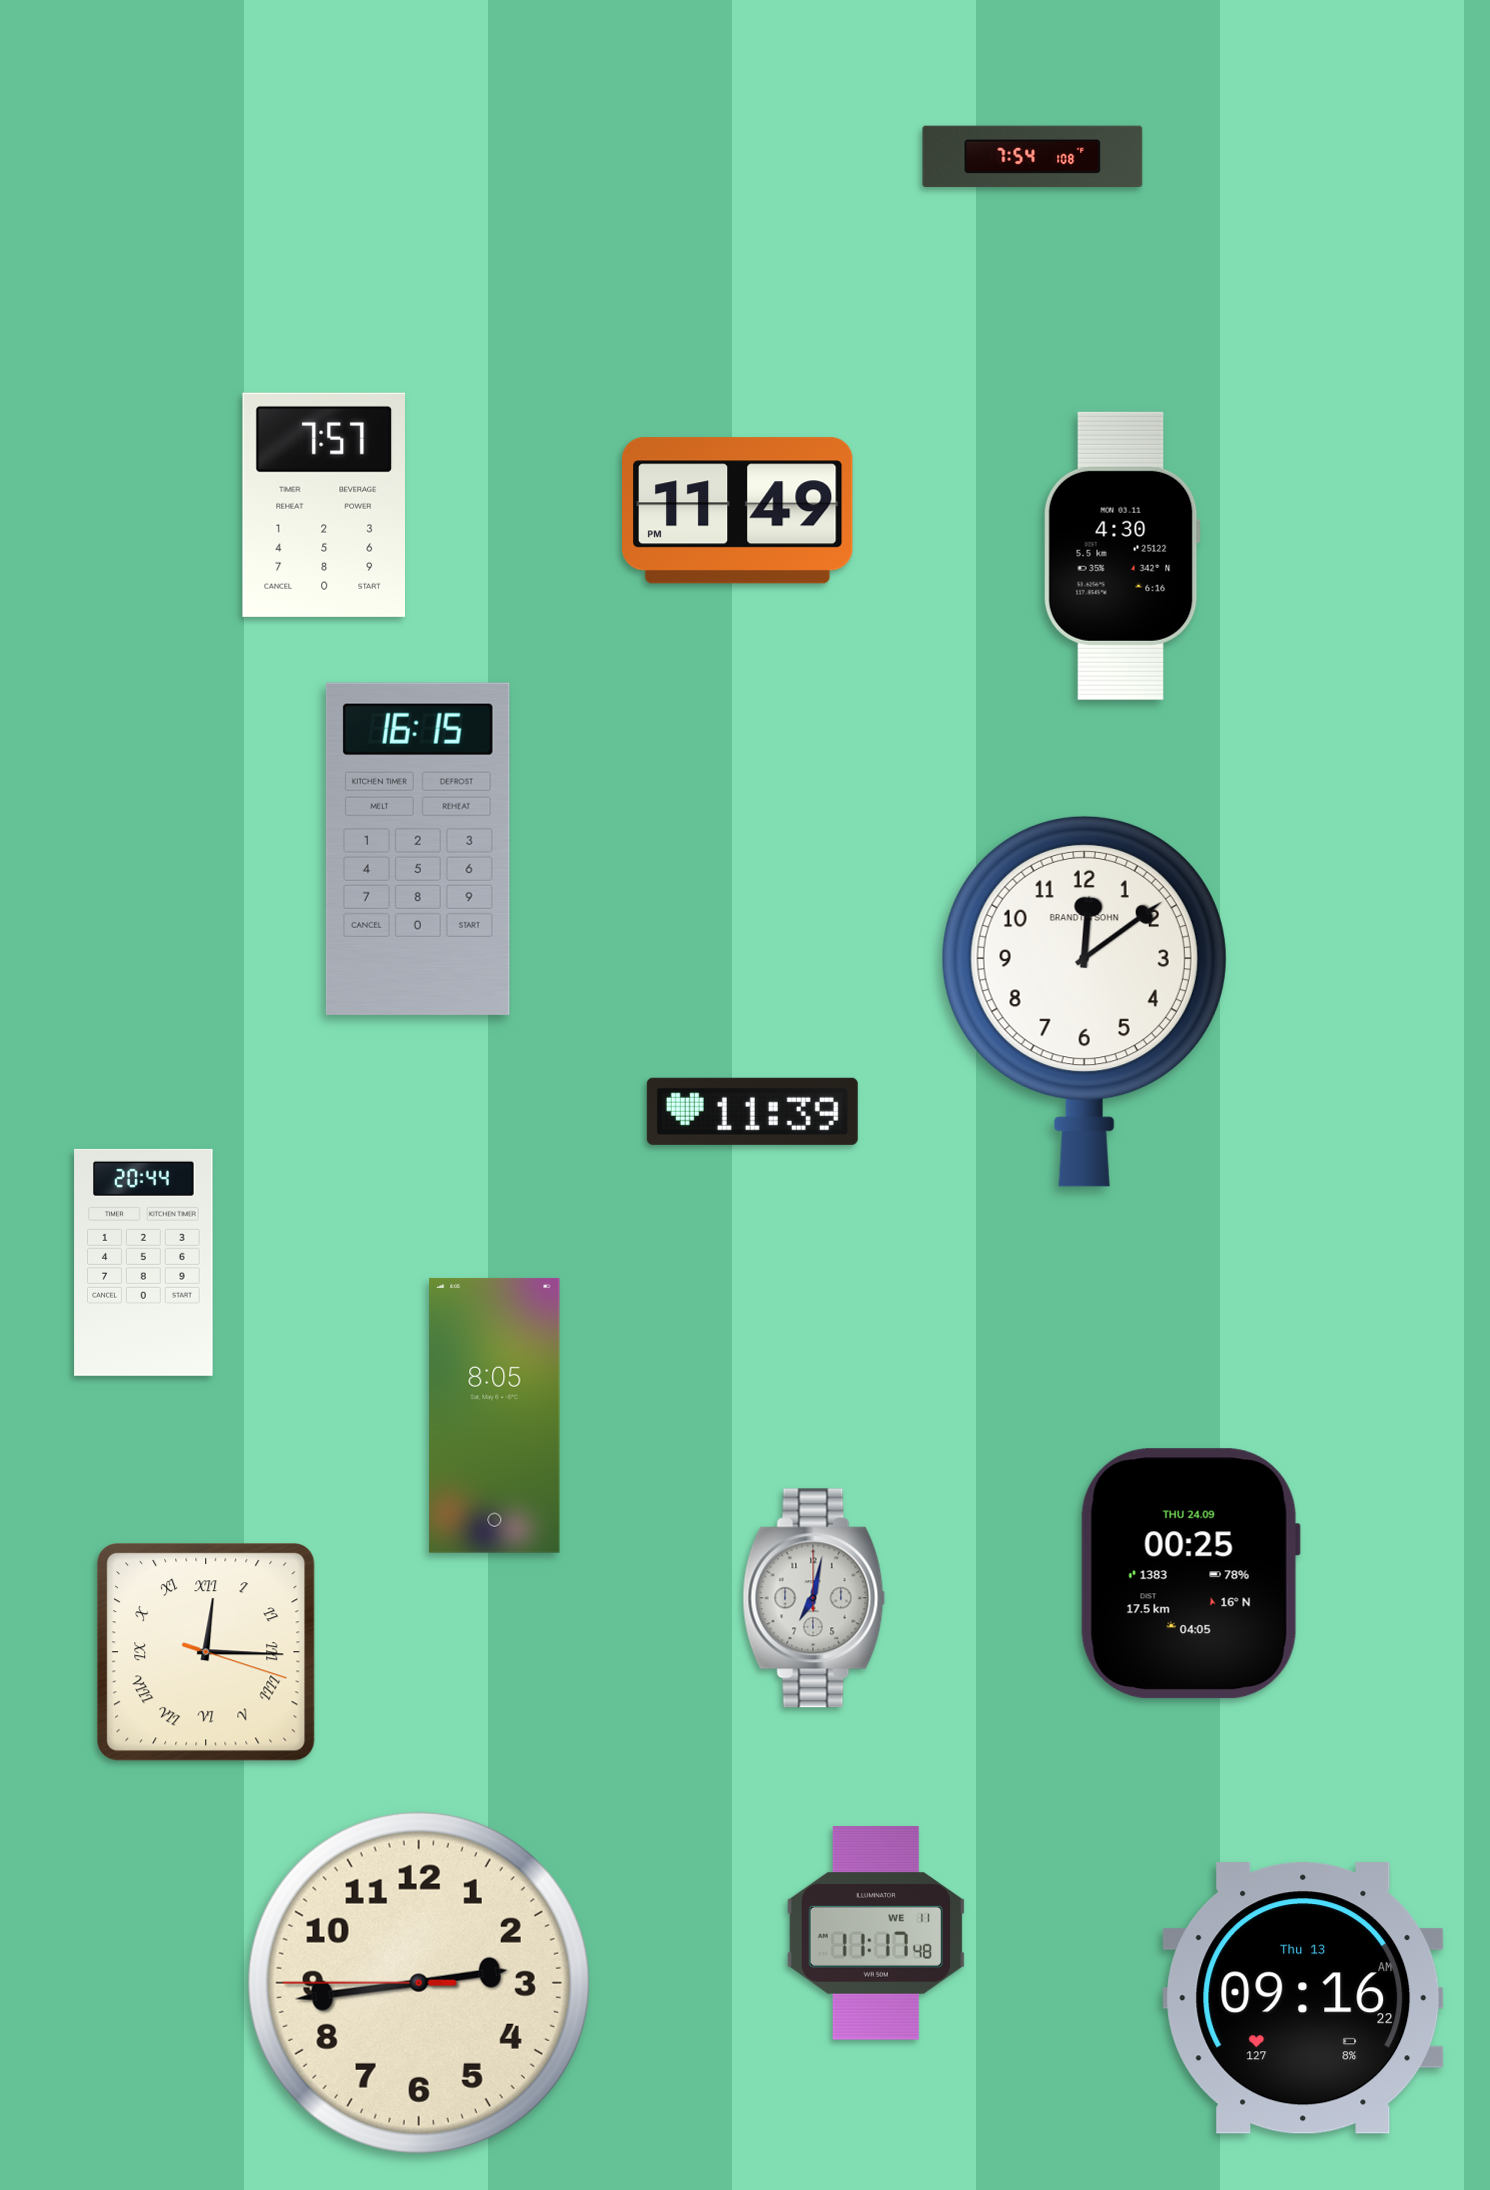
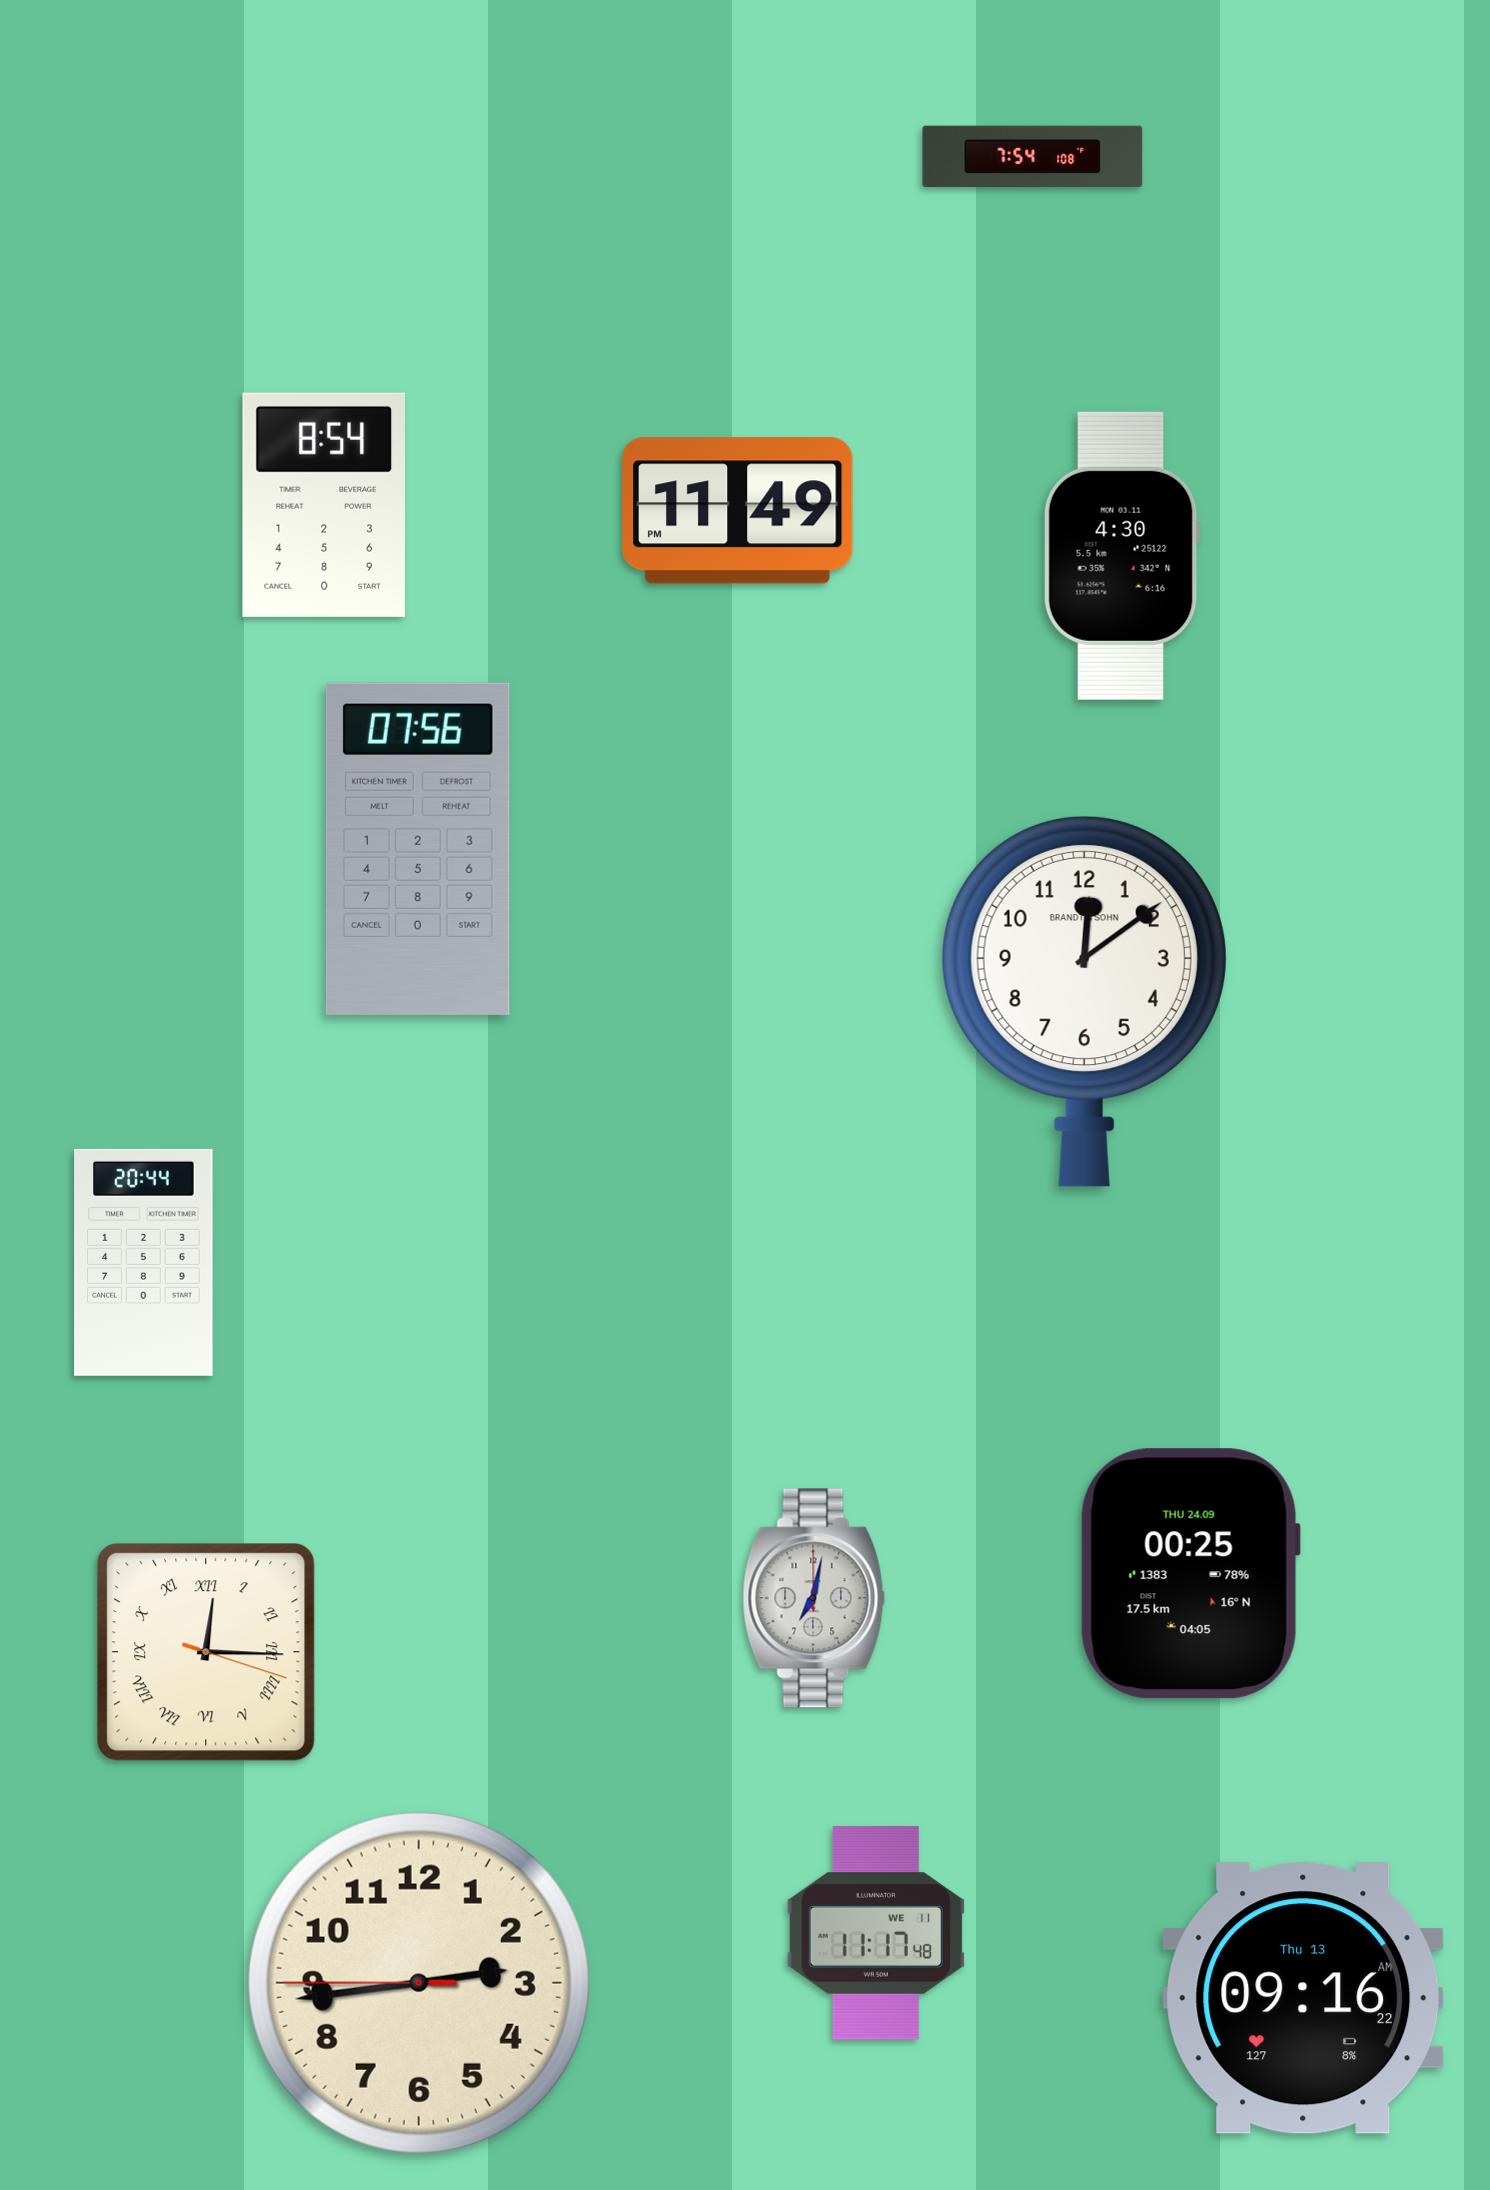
clock at (323, 505): 7:57 -> 8:54
clock at (418, 849): 16:15 -> 07:56
clock at (752, 1111): 11:39 -> none
clock at (495, 1415): 8:05 -> none
